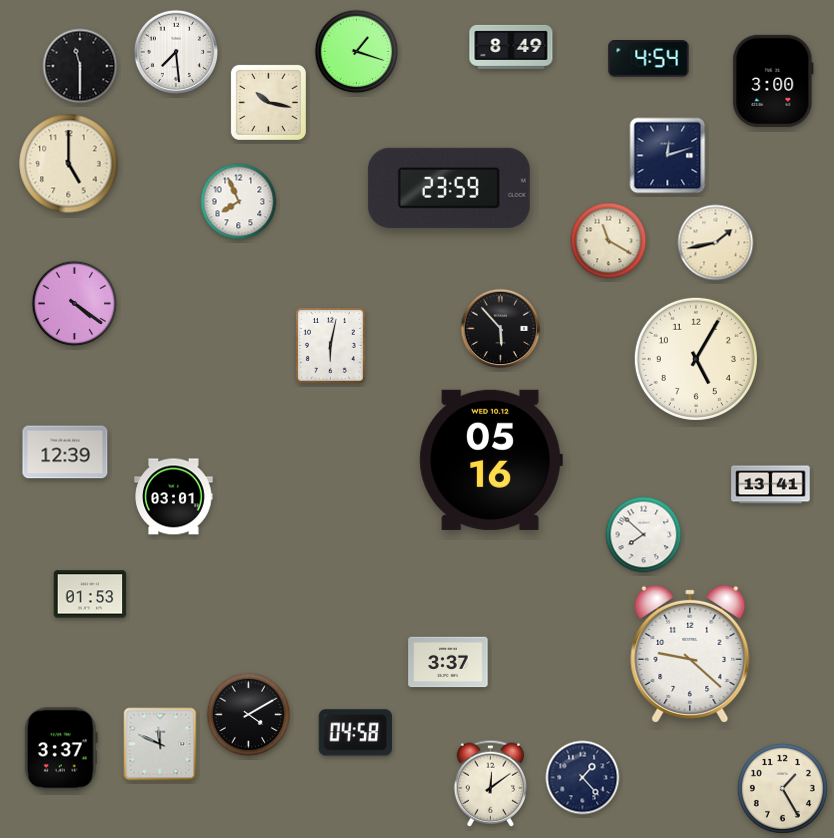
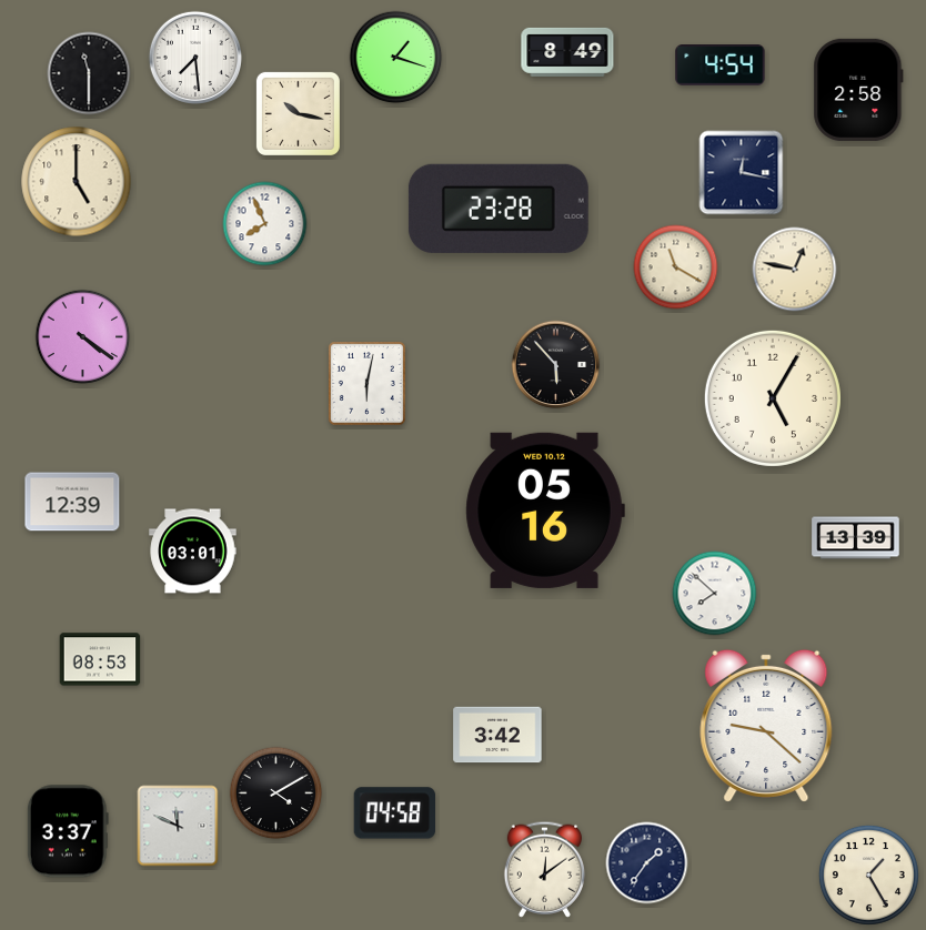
clock at (773, 81): 3:00 -> 2:58
clock at (668, 156): 12:12 -> 12:17
clock at (449, 188): 23:59 -> 23:28
clock at (716, 243): 1:43 -> 12:47
clock at (771, 485): 13:41 -> 13:39
clock at (90, 594): 01:53 -> 08:53
clock at (448, 662): 3:37 -> 3:42
clock at (583, 778): 1:23 -> 1:36
